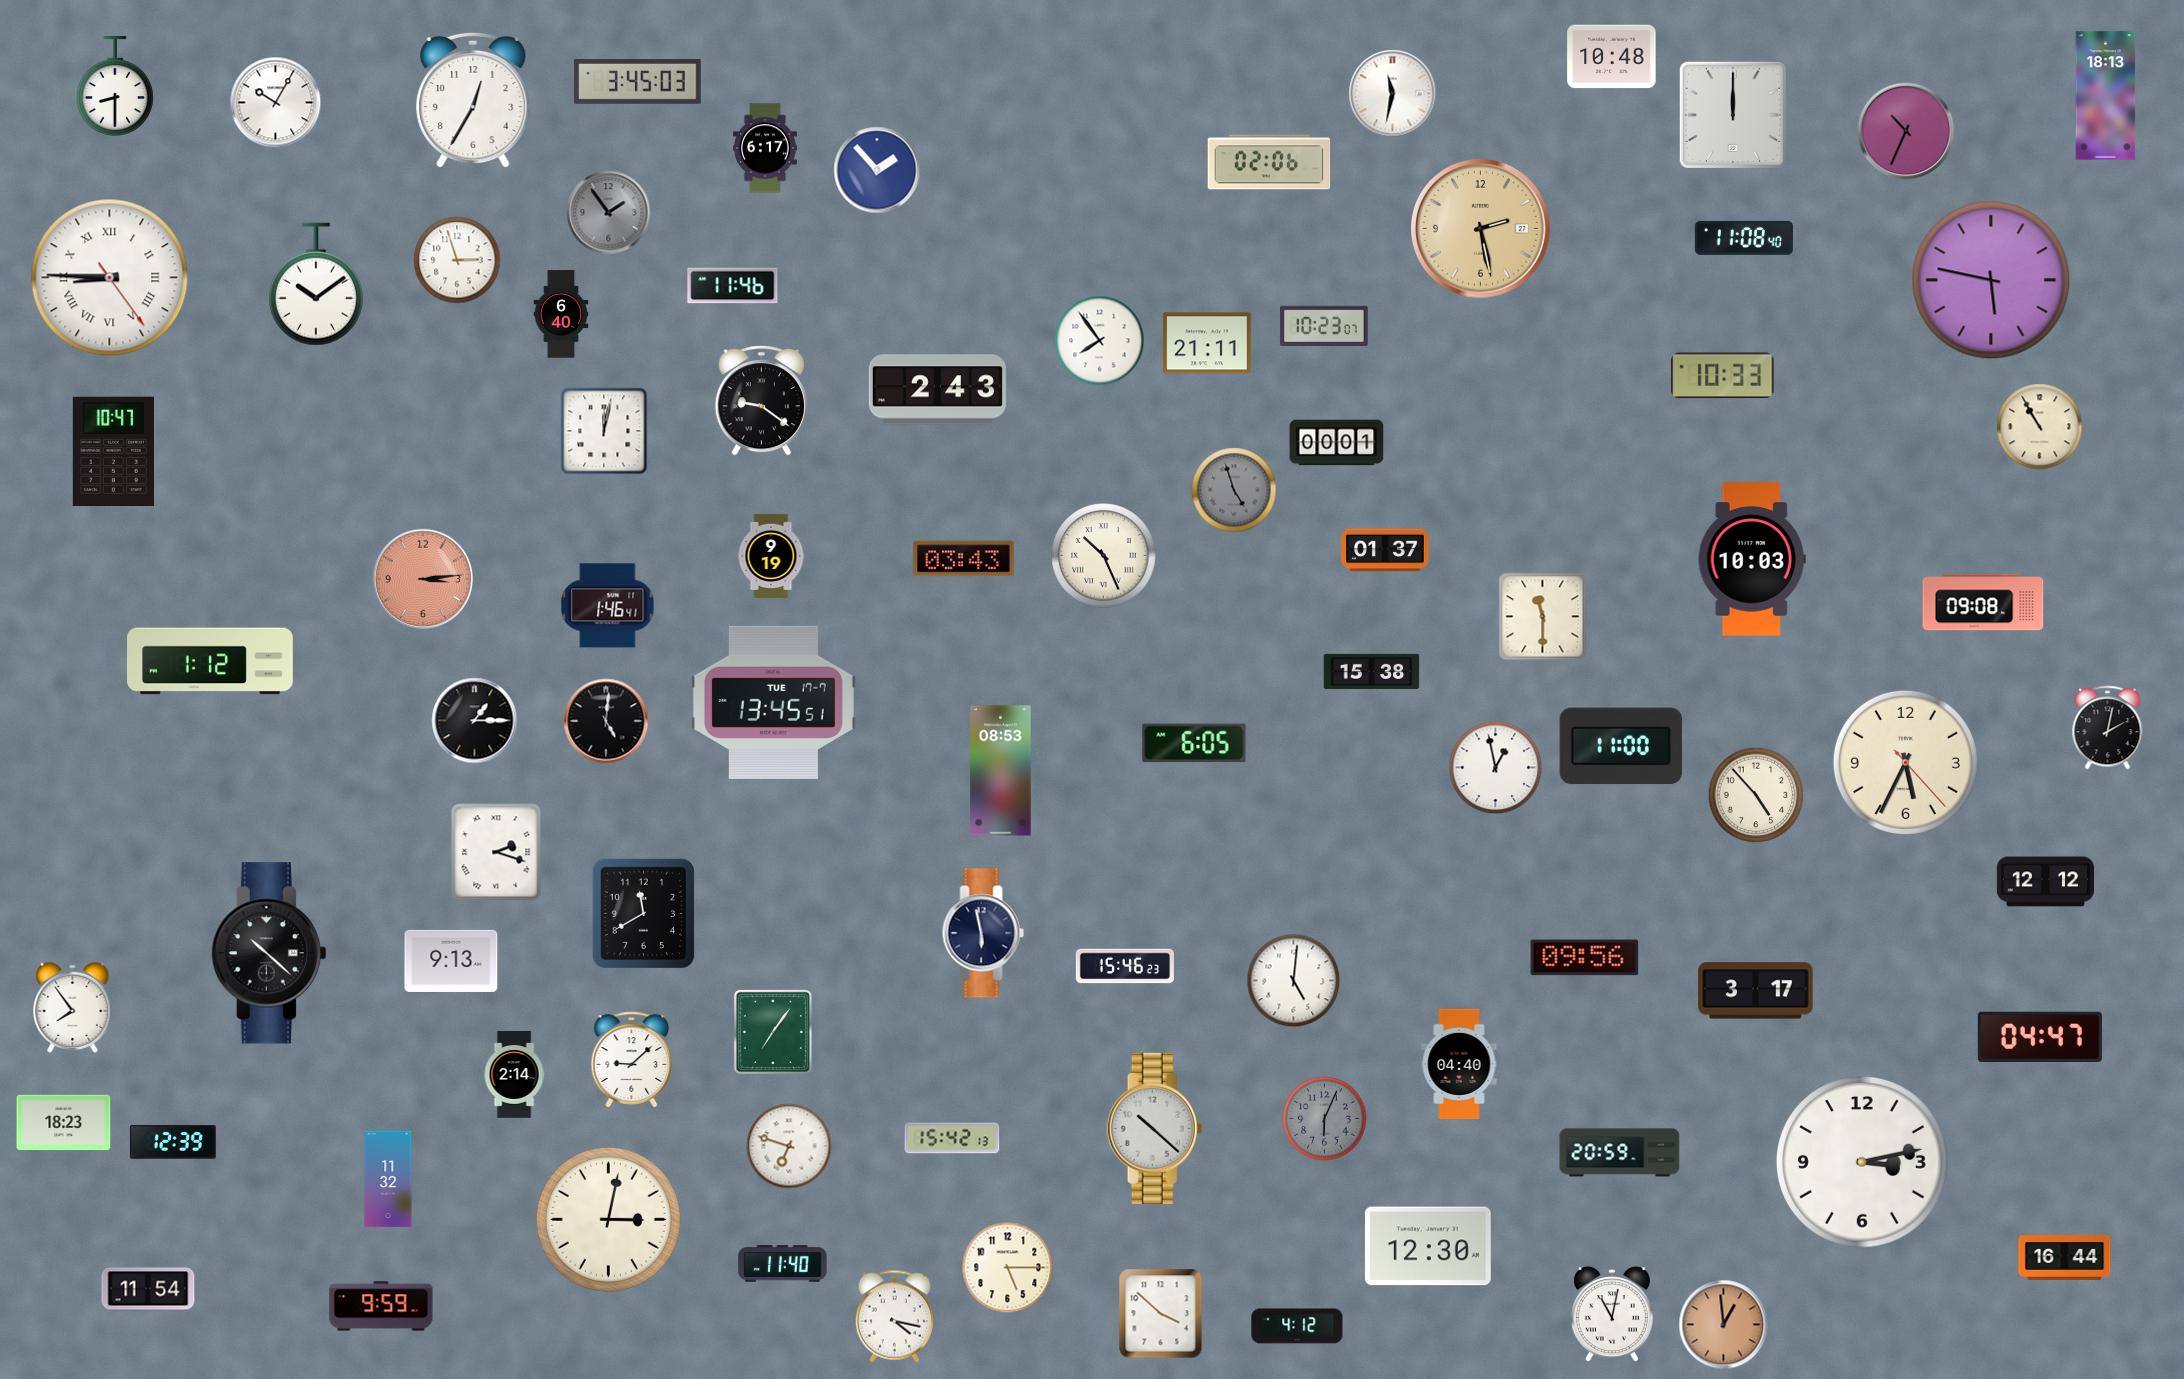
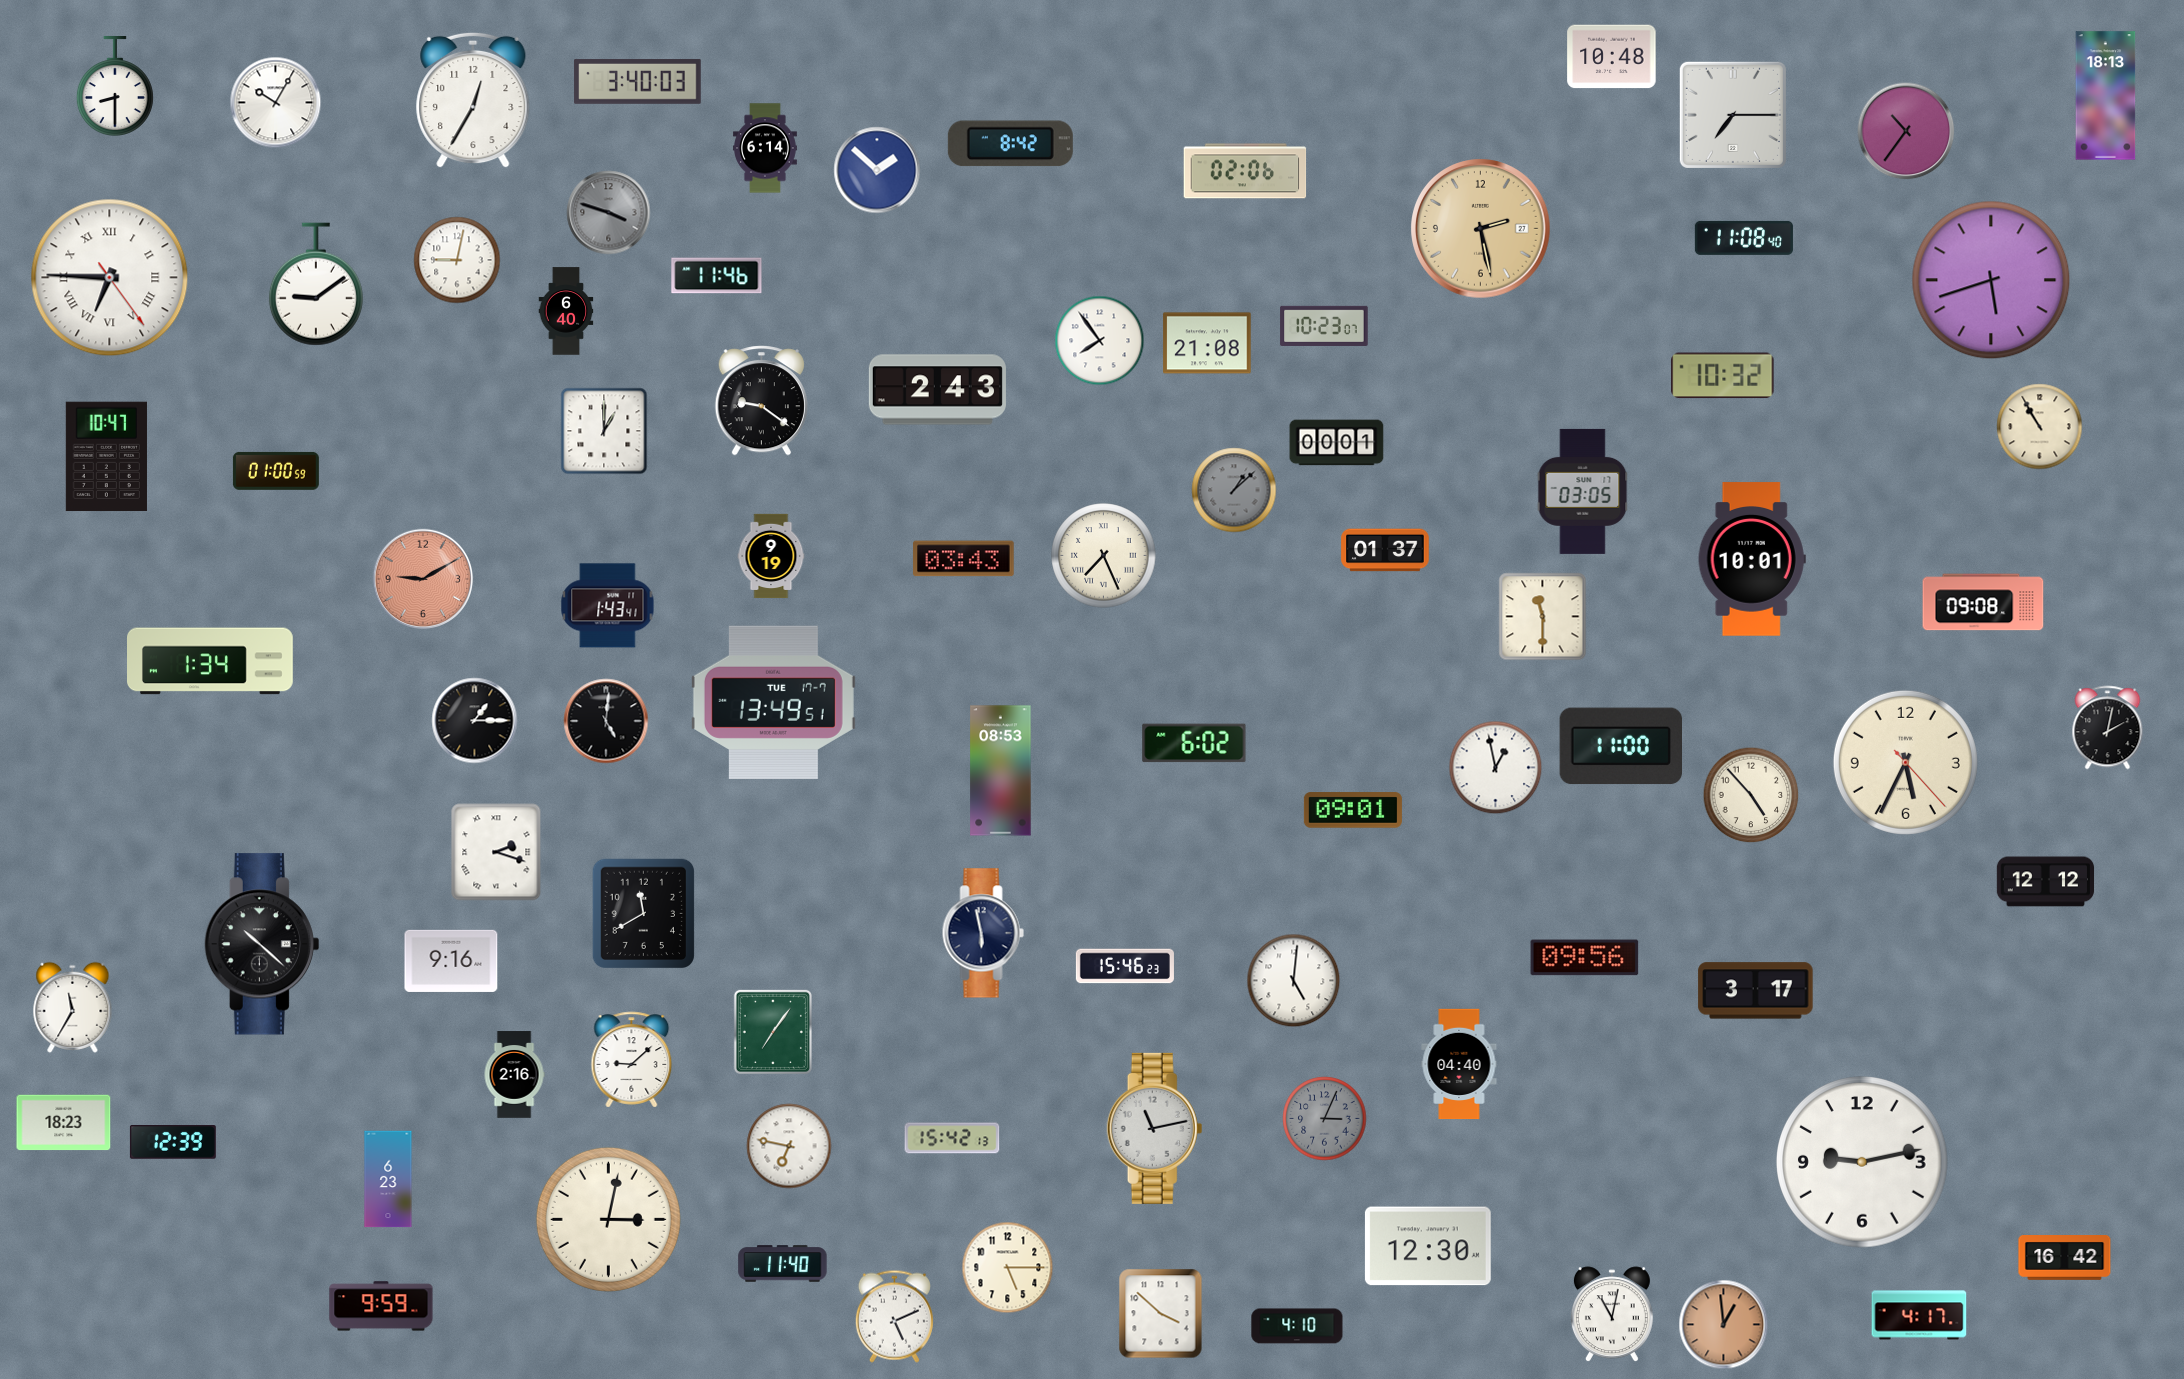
clock at (638, 82): 3:45 -> 3:40
clock at (1393, 94): 11:32 -> none
clock at (1733, 115): 12:00 -> 7:15
clock at (1906, 131): 10:34 -> 10:36
clock at (1010, 144): none -> 8:42
clock at (766, 148): 6:17 -> 6:14
clock at (1269, 162) position: (1269, 162) -> (1245, 171)
clock at (877, 170): 1:53 -> 1:52
clock at (609, 213): 1:54 -> 3:48
clock at (457, 260): 2:57 -> 9:02
clock at (110, 278): 8:45 -> 6:45
clock at (1991, 280): 5:47 -> 5:42
clock at (316, 284): 10:09 -> 9:09
clock at (733, 286) position: (733, 286) -> (717, 276)
clock at (561, 314) position: (561, 314) -> (566, 311)
clock at (1207, 343): 21:11 -> 21:08
clock at (1723, 376): 10:33 -> 10:32
clock at (604, 431): 12:02 -> 1:00
clock at (113, 452) position: (113, 452) -> (106, 457)
clock at (276, 471): none -> 01:00
clock at (1234, 490): 4:57 -> 1:08
clock at (1583, 491): none -> 03:05
clock at (1104, 556): 10:26 -> 7:26
clock at (1752, 559): 10:03 -> 10:01
clock at (423, 579): 3:14 -> 9:10
clock at (608, 606): 1:46 -> 1:43
clock at (211, 661): 1:12 -> 1:34
clock at (1372, 671): 15:38 -> none
clock at (773, 702): 13:45 -> 13:49
clock at (1194, 743): 6:05 -> 6:02
clock at (1756, 795) position: (1756, 795) -> (1751, 795)
clock at (1353, 810): none -> 09:01
clock at (269, 953) position: (269, 953) -> (262, 944)
clock at (451, 961): 9:13 -> 9:16
clock at (73, 1007): 7:54 -> 11:35
clock at (2040, 1036): 04:47 -> none
clock at (514, 1075): 2:14 -> 2:16
clock at (1325, 1119): 6:04 -> 3:04
clock at (1155, 1128): 10:22 -> 11:13
clock at (789, 1146): 6:48 -> 6:47
clock at (1620, 1153): 20:59 -> none
clock at (1863, 1163): 3:13 -> 9:13
clock at (388, 1179): 11:32 -> 6:23
clock at (2065, 1258): 16:44 -> 16:42
clock at (148, 1289): 11:54 -> none
clock at (1919, 1315): none -> 4:17
clock at (894, 1316): 4:17 -> 5:11
clock at (1297, 1326): 4:12 -> 4:10
